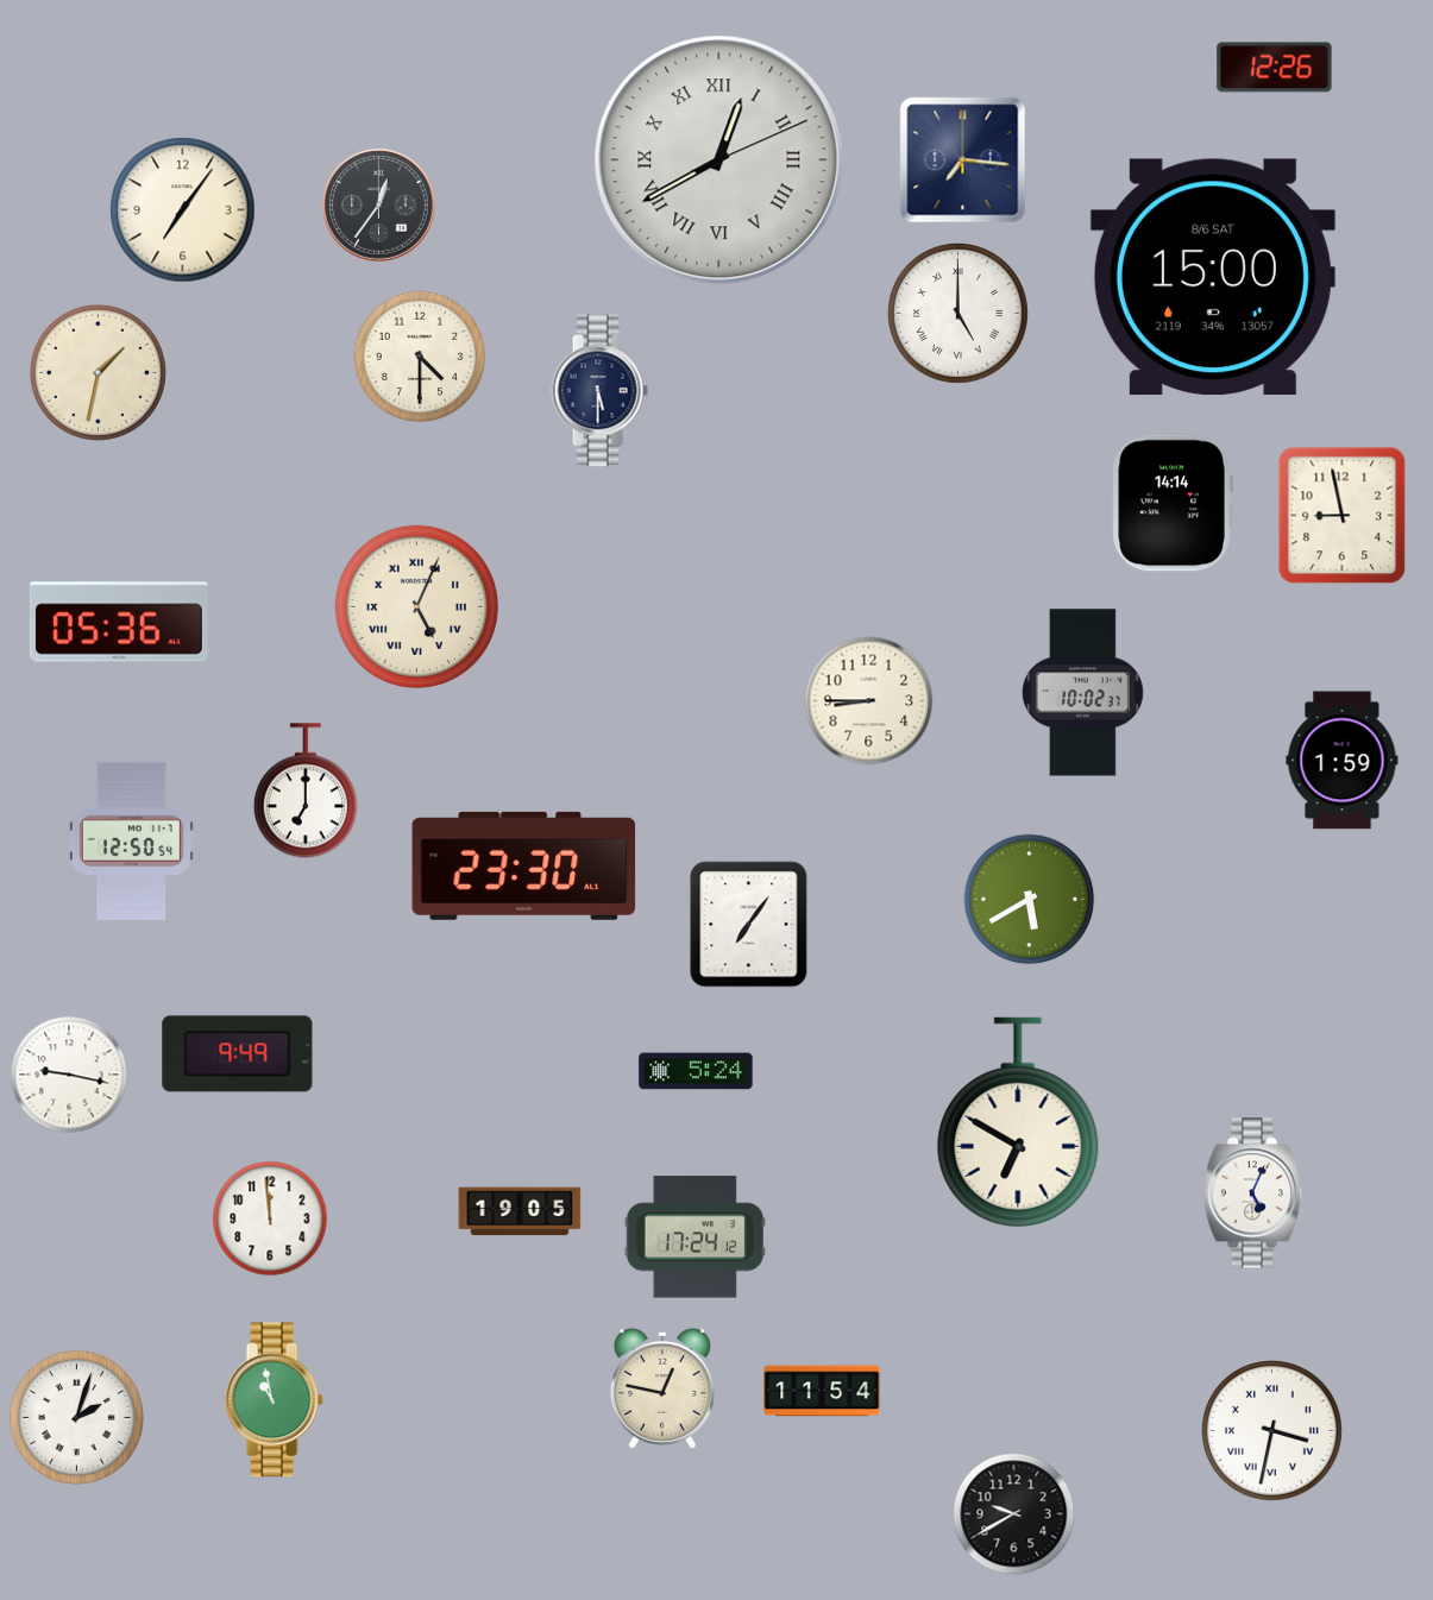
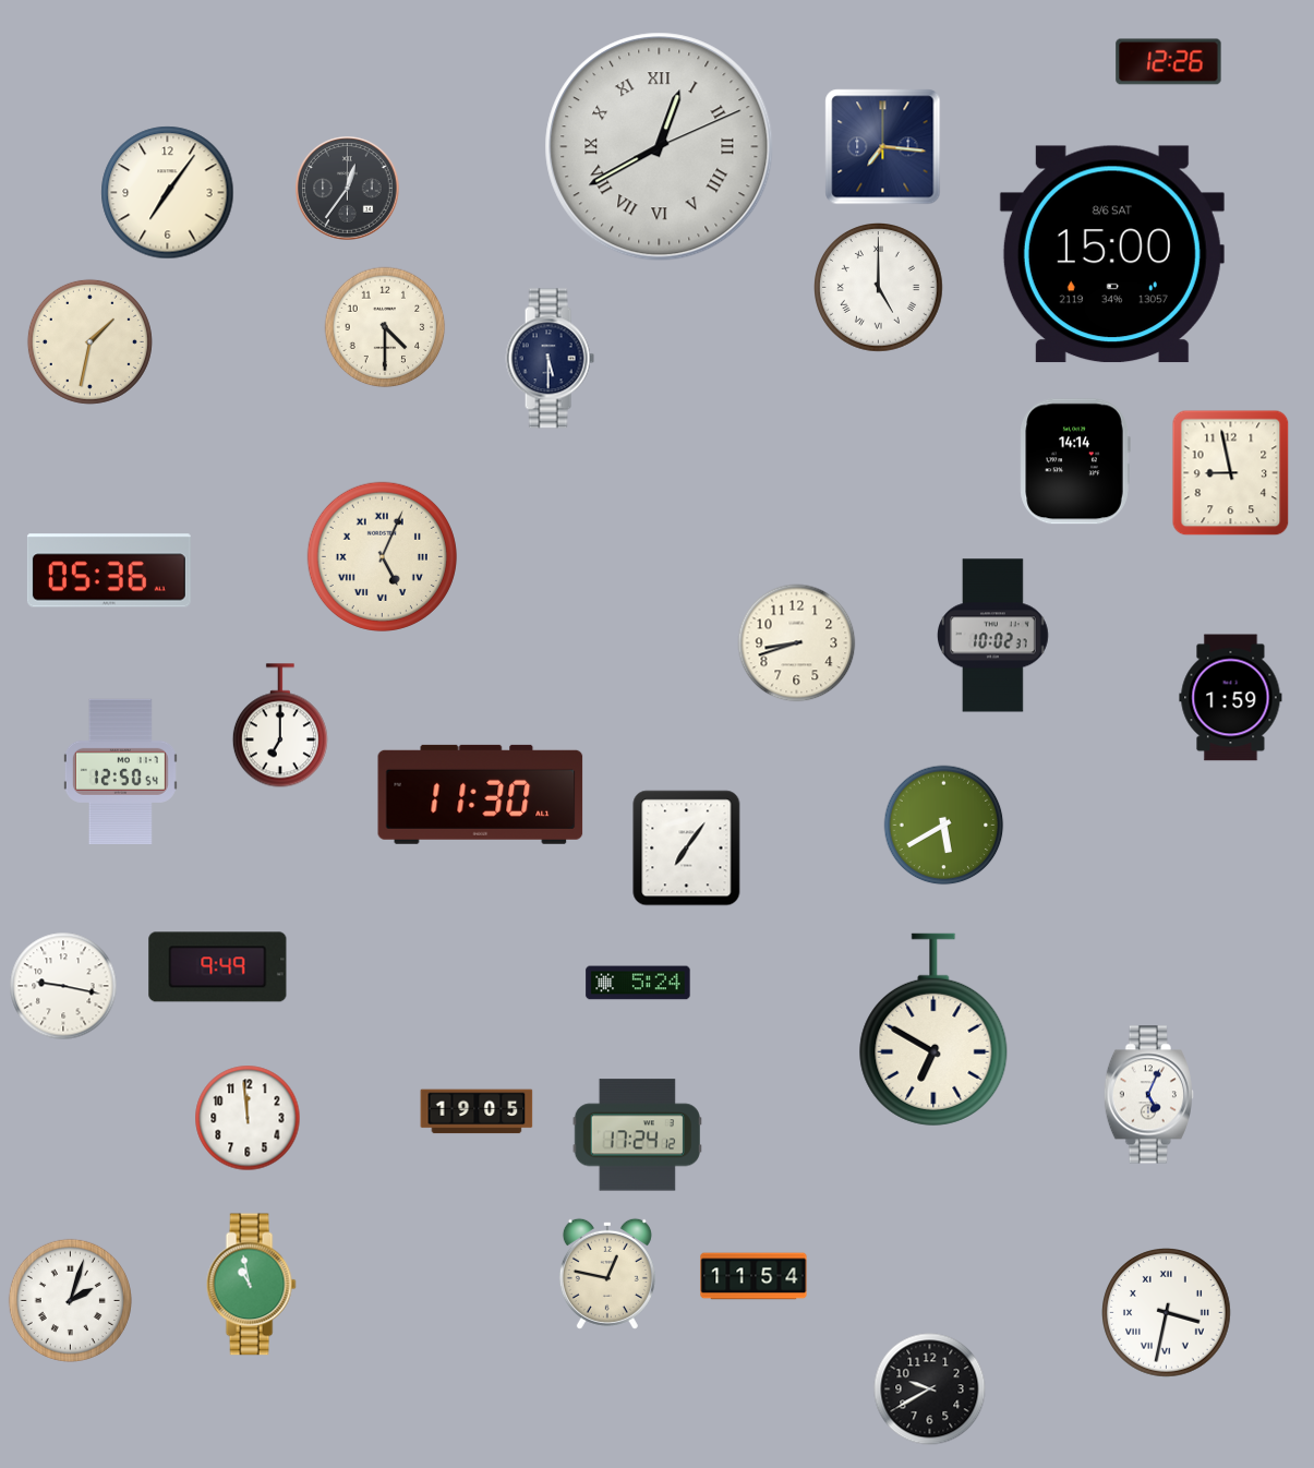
clock at (869, 701): 8:45 -> 8:42
clock at (524, 865): 23:30 -> 11:30
